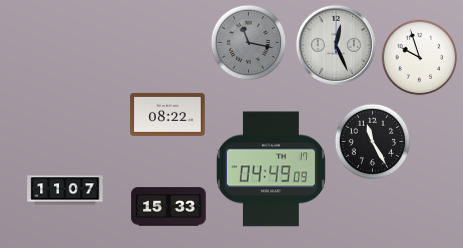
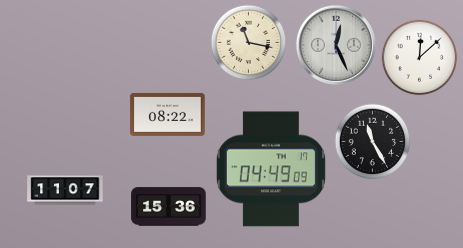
clock at (249, 43) dial: grey -> cream
clock at (420, 58): 9:57 -> 12:08
clock at (169, 207): 15:33 -> 15:36
